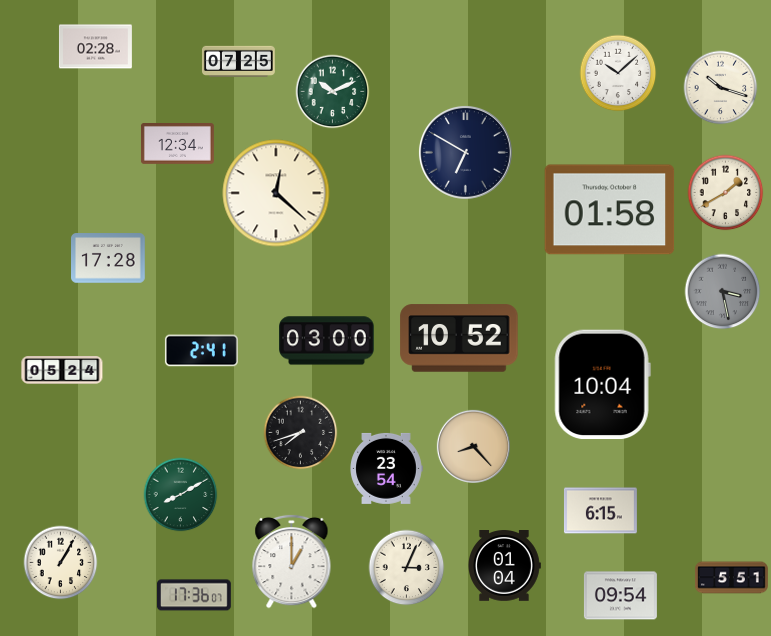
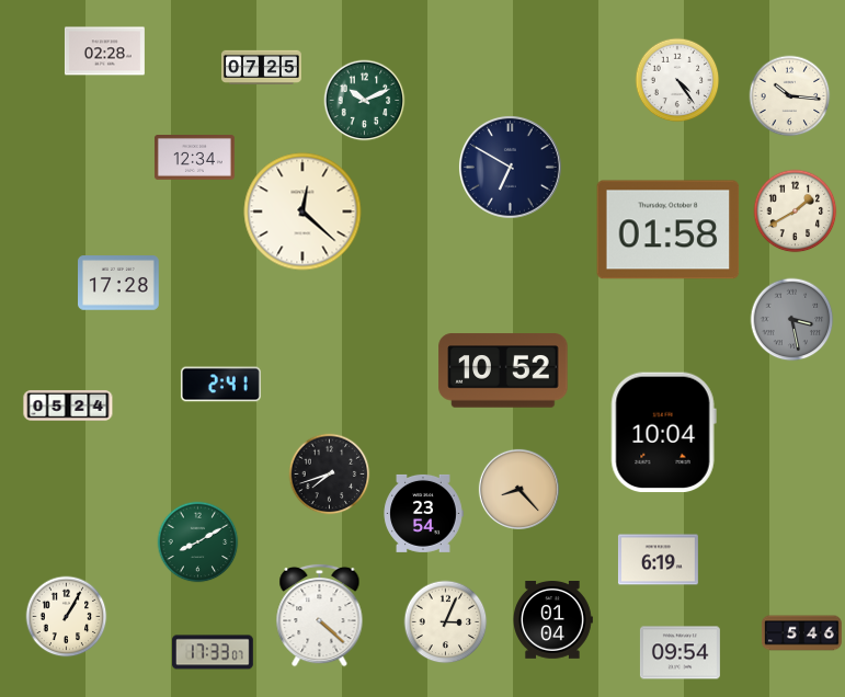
clock at (618, 73): 10:08 -> 4:24
clock at (721, 88): 10:18 -> 10:16
clock at (327, 341): 03:00 -> none
clock at (602, 385) position: (602, 385) -> (663, 433)
clock at (600, 511): 6:15 -> 6:19
clock at (292, 561): 1:00 -> 4:22
clock at (731, 578): 5:51 -> 5:46
clock at (194, 595): 17:36 -> 17:33
